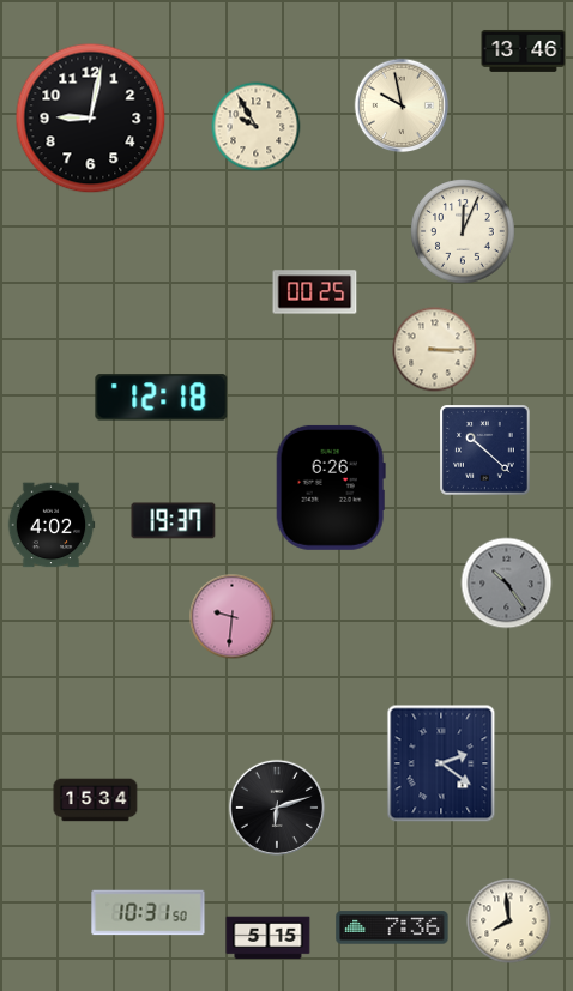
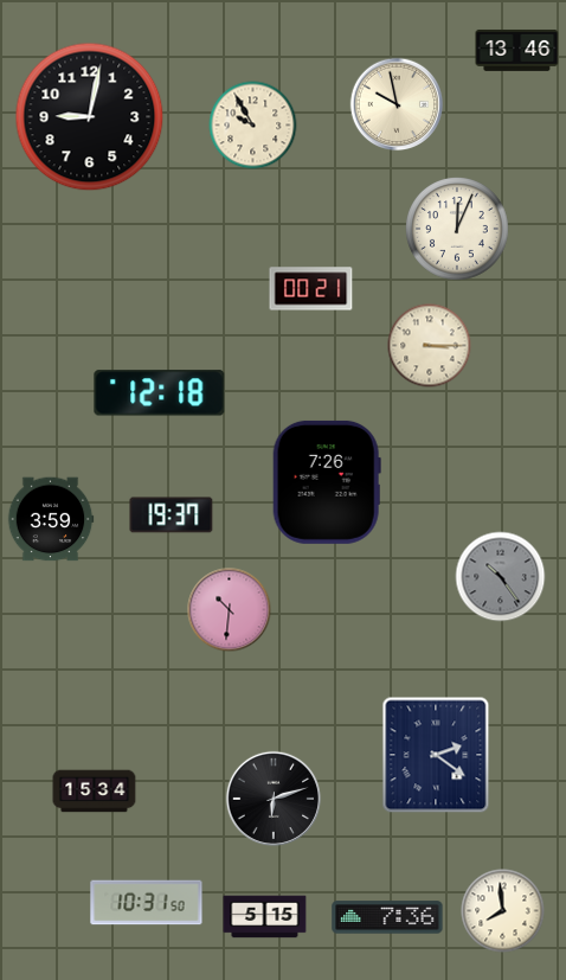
clock at (315, 292): 00:25 -> 00:21
clock at (485, 451): 10:22 -> none
clock at (331, 488): 6:26 -> 7:26
clock at (52, 525): 4:02 -> 3:59
clock at (233, 617): 9:31 -> 10:31
clock at (269, 938) position: (269, 938) -> (265, 917)
